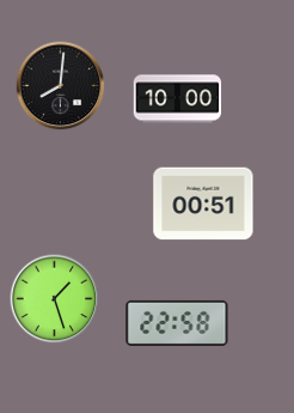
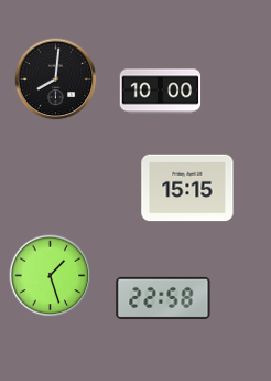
clock at (178, 99) position: (178, 99) -> (161, 92)
clock at (203, 204): 00:51 -> 15:15
